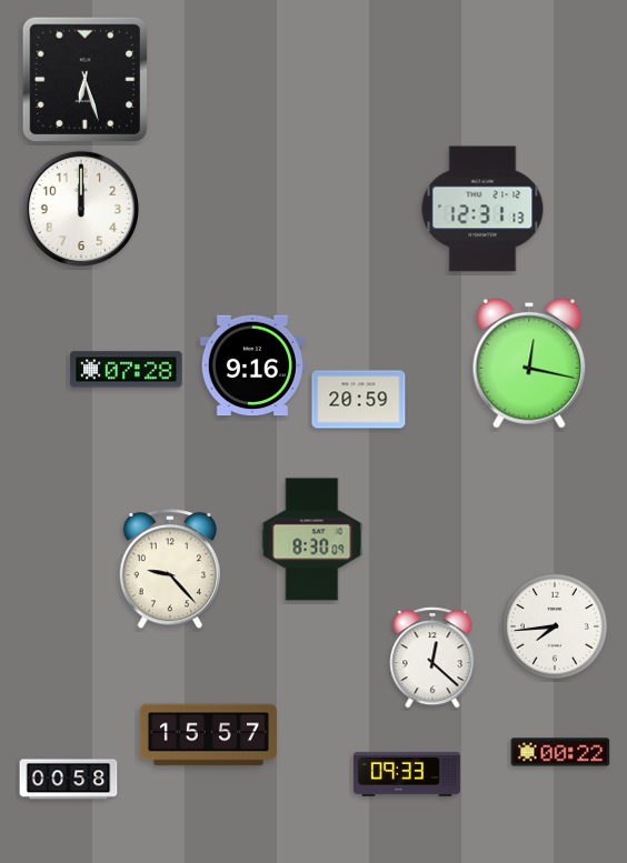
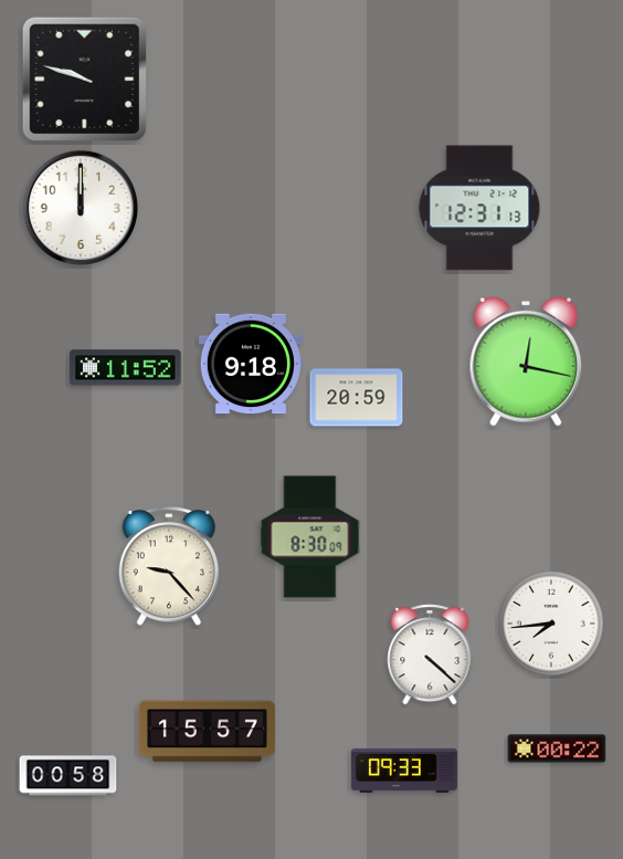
clock at (86, 80): 6:27 -> 9:48
clock at (252, 365): 9:16 -> 9:18
clock at (127, 370): 07:28 -> 11:52
clock at (432, 658): 12:22 -> 4:22
